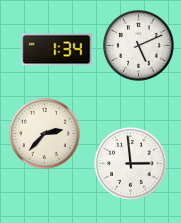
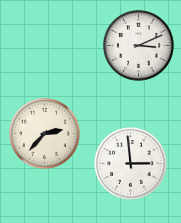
clock at (139, 46): 5:11 -> 3:11
clock at (57, 50): 1:34 -> none
